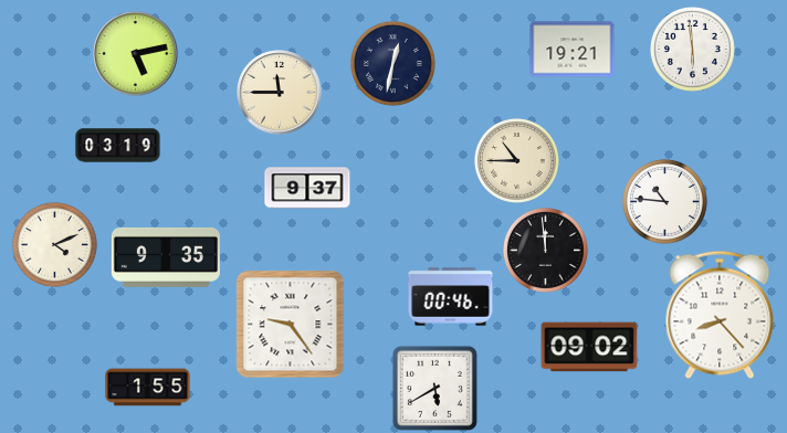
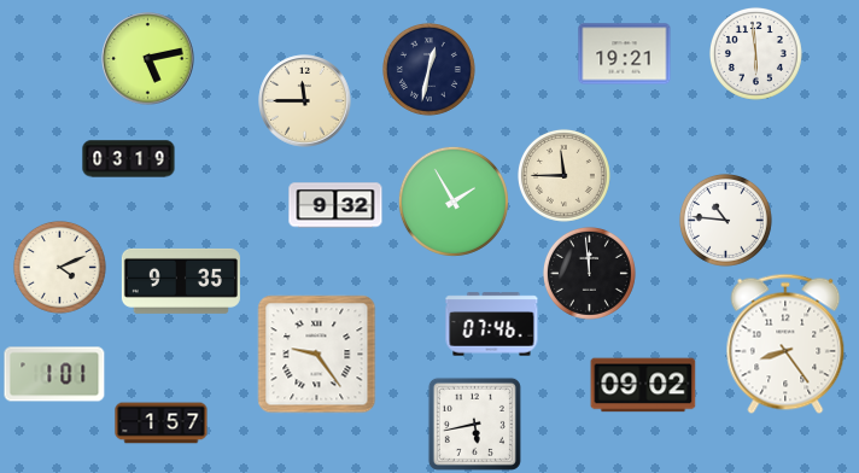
clock at (516, 160): 10:45 -> 11:45
clock at (454, 202): none -> 1:55
clock at (307, 188): 9:37 -> 9:32
clock at (545, 250) position: (545, 250) -> (589, 273)
clock at (451, 297): 00:46 -> 07:46
clock at (720, 315): 8:23 -> 8:24
clock at (54, 374): none -> 1:01
clock at (589, 347) position: (589, 347) -> (643, 385)
clock at (148, 388): 1:55 -> 1:57
clock at (434, 388): 5:40 -> 5:43
